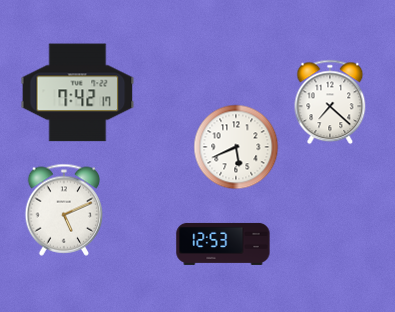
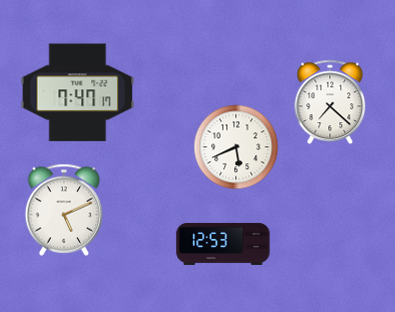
clock at (78, 93): 7:42 -> 7:47
